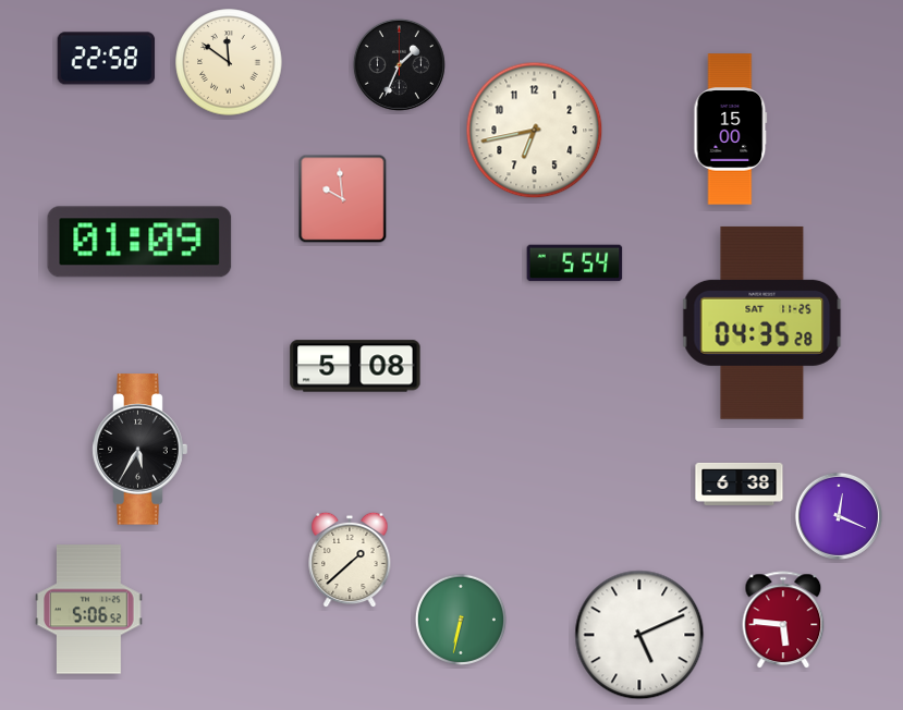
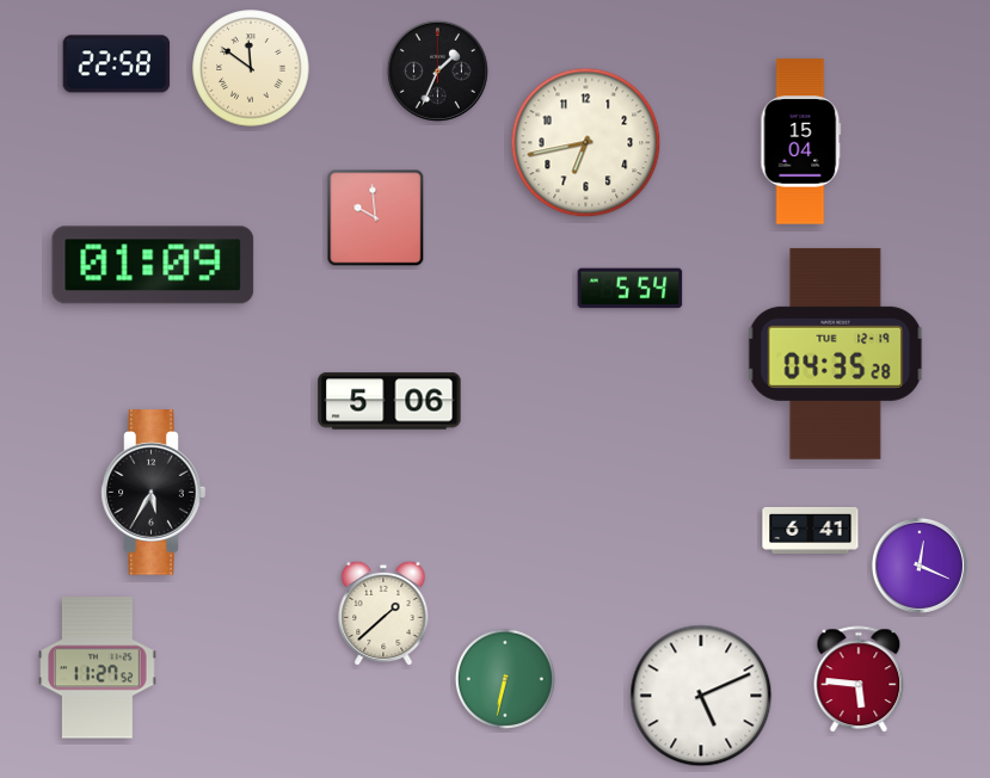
clock at (731, 130): 15:00 -> 15:04
clock at (762, 322) date: SAT 11-25 -> TUE 12-19
clock at (355, 366): 5:08 -> 5:06
clock at (740, 483): 6:38 -> 6:41
clock at (89, 610): 5:06 -> 11:27
